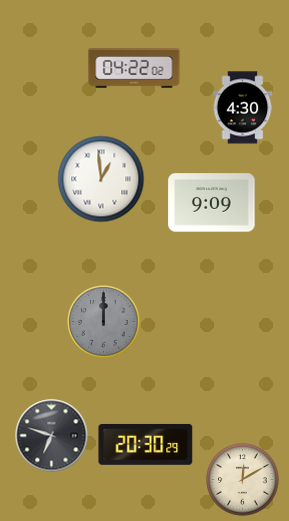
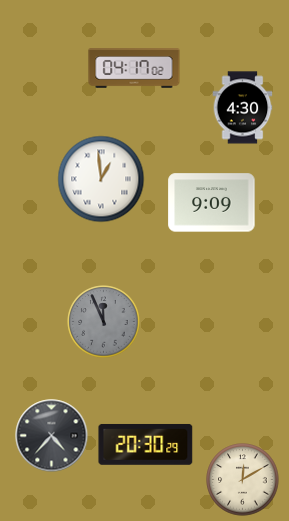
clock at (134, 68): 04:22 -> 04:17
clock at (104, 322): 12:00 -> 11:56
clock at (52, 436): 6:48 -> 4:37
